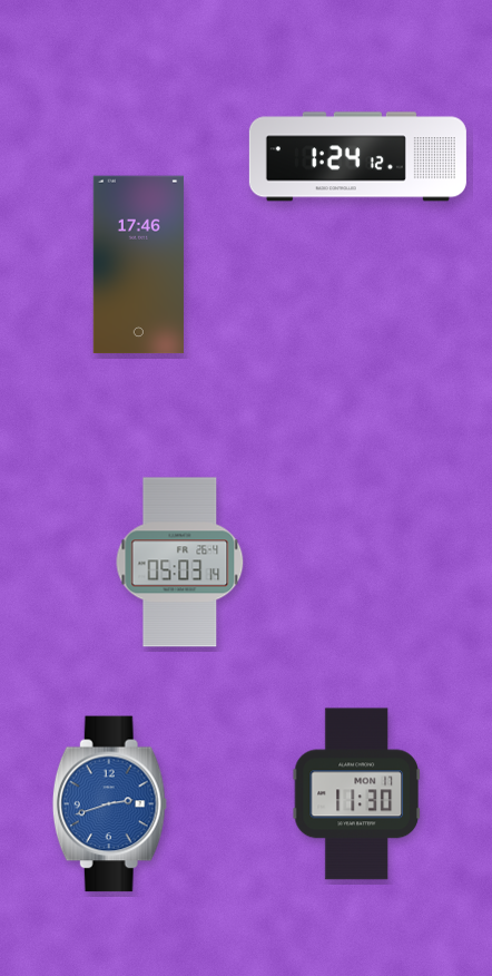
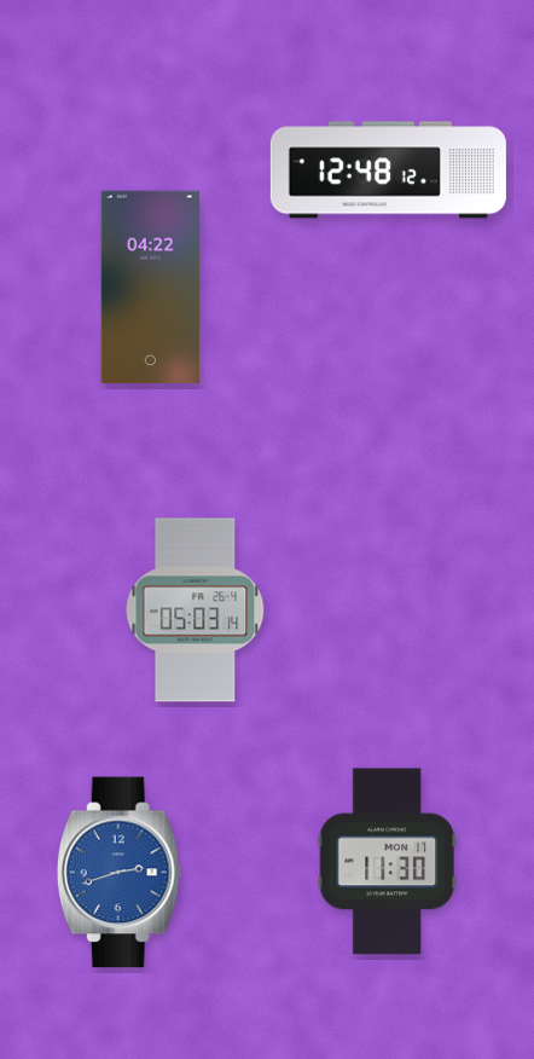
clock at (357, 157): 1:24 -> 12:48
clock at (138, 265): 17:46 -> 04:22
